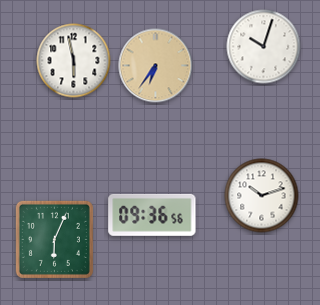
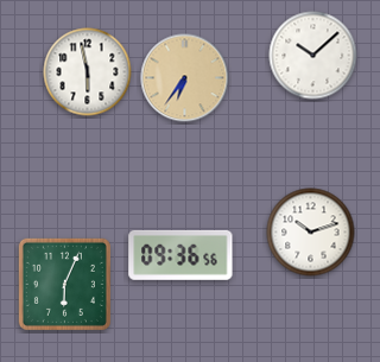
clock at (264, 47): 10:03 -> 10:08
